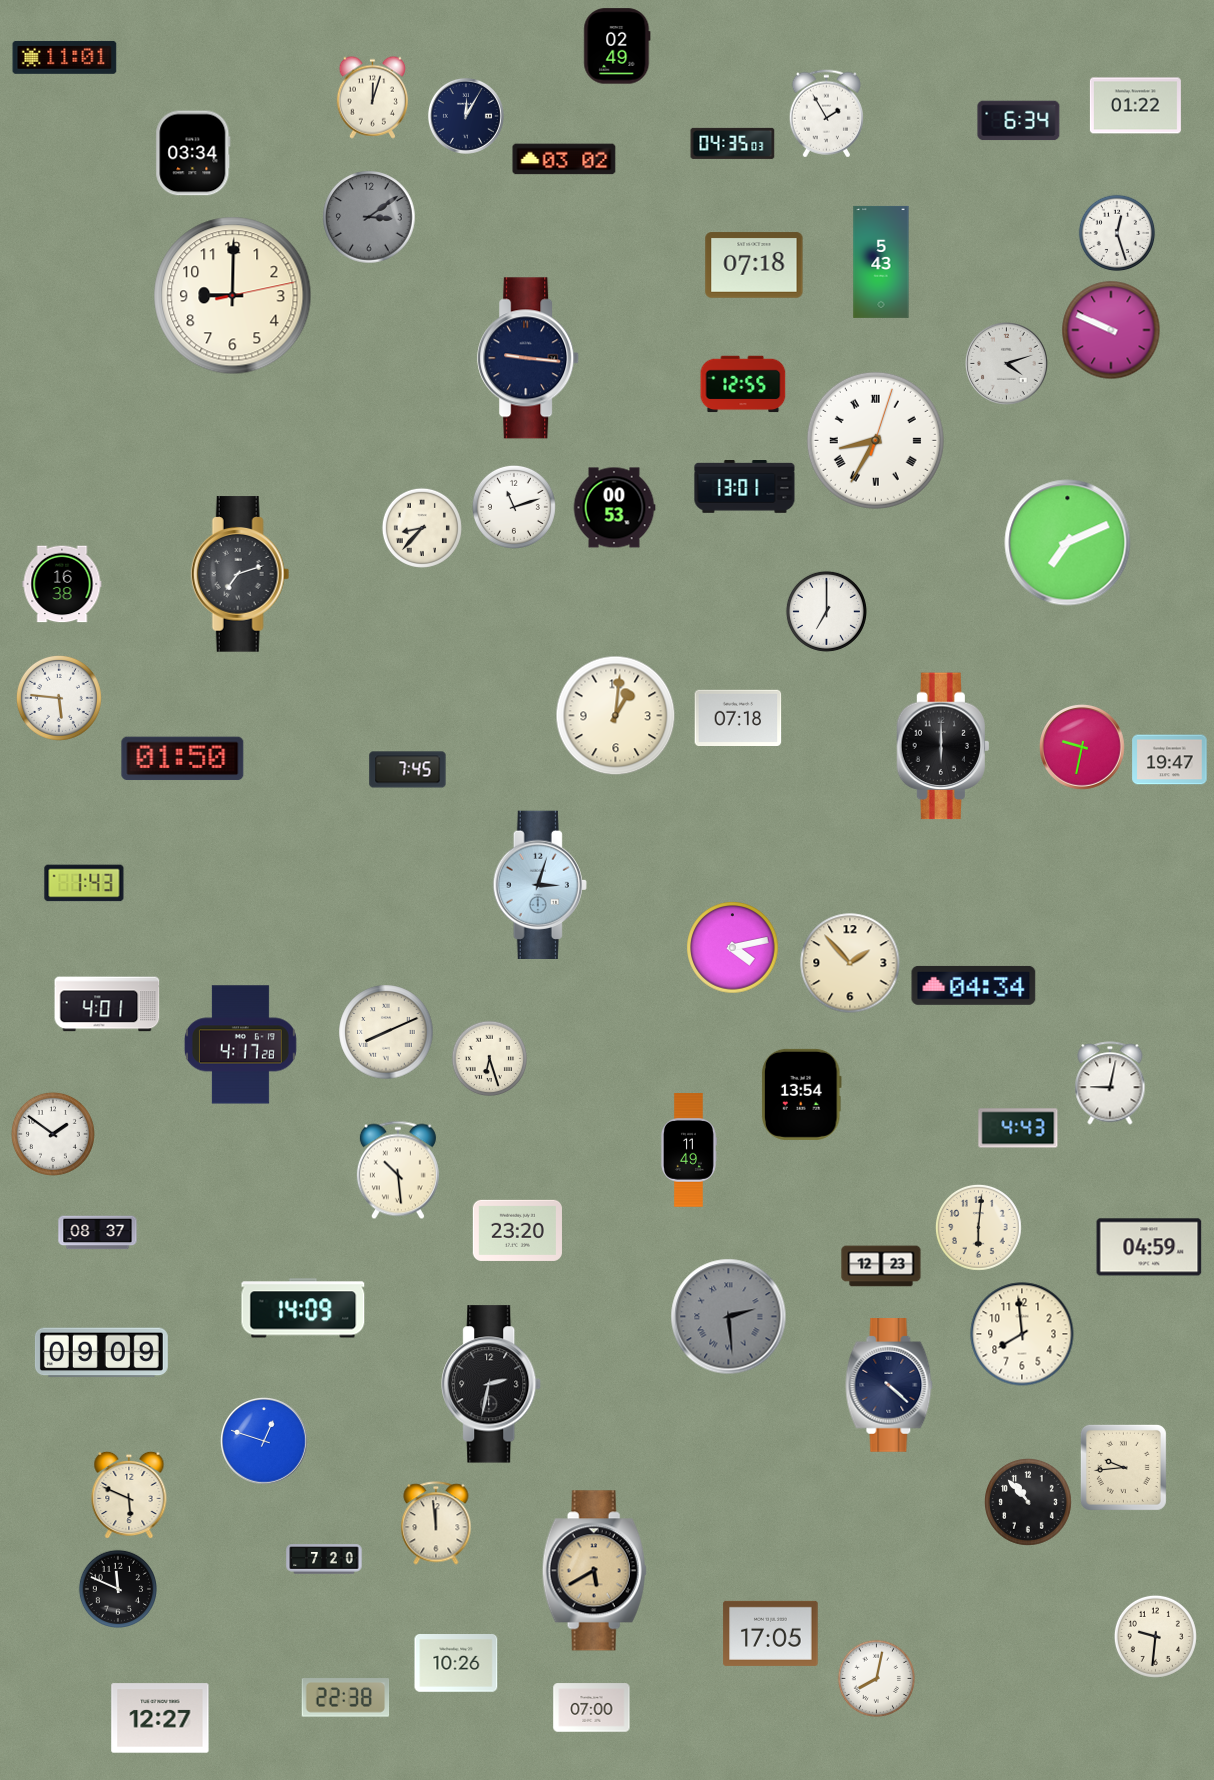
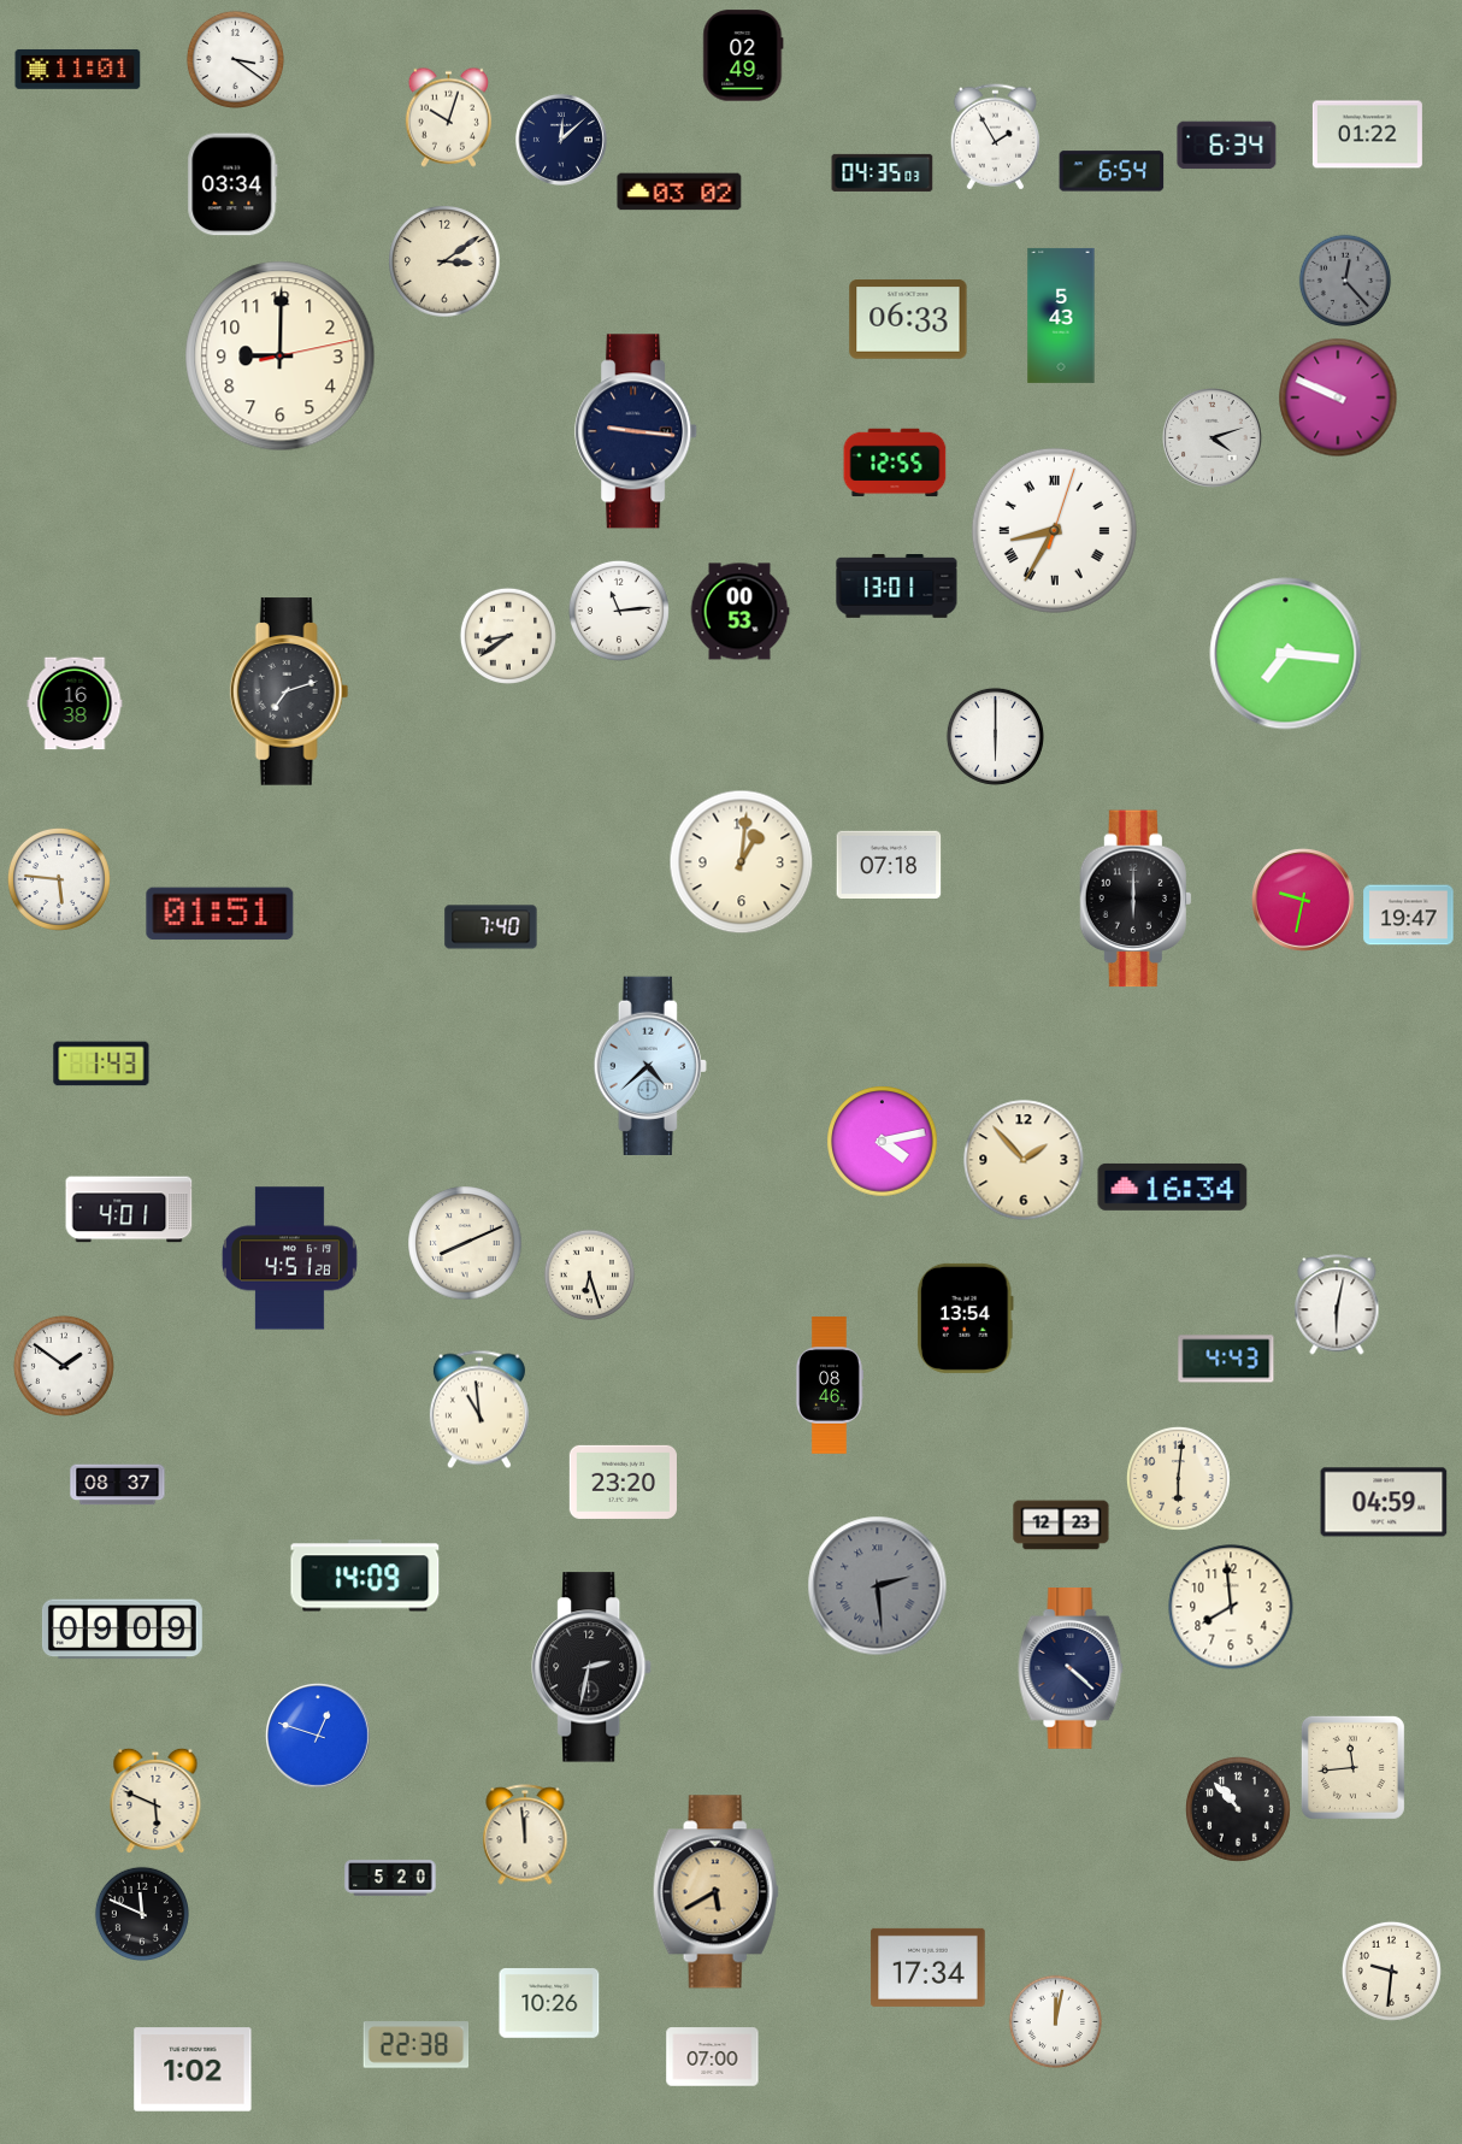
clock at (235, 59): none -> 3:21
clock at (372, 97): 12:03 -> 10:03
clock at (1135, 106) position: (1135, 106) -> (1367, 135)
clock at (466, 116): 12:05 -> 12:08
clock at (1112, 171): none -> 6:54
clock at (369, 217) dial: grey -> cream
clock at (1117, 233): 12:27 -> 12:23
clock at (1117, 233) dial: white -> grey
clock at (754, 265): 07:18 -> 06:33
clock at (514, 507): 11:12 -> 11:14
clock at (422, 528): 8:37 -> 8:39
clock at (1068, 543): 7:11 -> 7:16
clock at (826, 611): 7:00 -> 6:00
clock at (59, 698) position: (59, 698) -> (59, 879)
clock at (183, 759): 01:50 -> 01:51
clock at (408, 770): 7:45 -> 7:40
clock at (540, 885): 3:03 -> 4:38
clock at (974, 985): 04:34 -> 16:34
clock at (240, 1045): 4:17 -> 4:51
clock at (1110, 1083): 9:02 -> 6:02
clock at (688, 1150): 11:49 -> 08:46
clock at (398, 1170): 10:29 -> 10:59
clock at (1123, 1467): 9:44 -> 11:44
clock at (324, 1559): 7:20 -> 5:20
clock at (771, 1633): 17:05 -> 17:34
clock at (876, 1678): 8:02 -> 12:02
clock at (160, 1718): 12:27 -> 1:02
